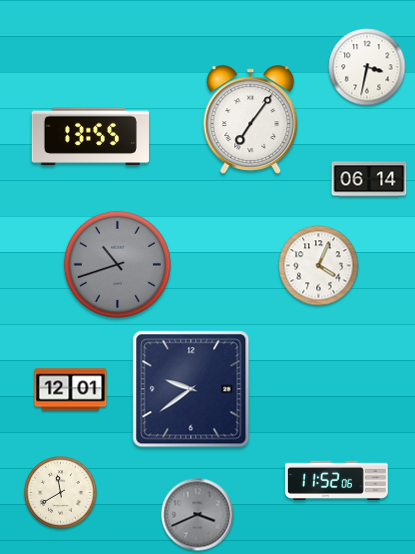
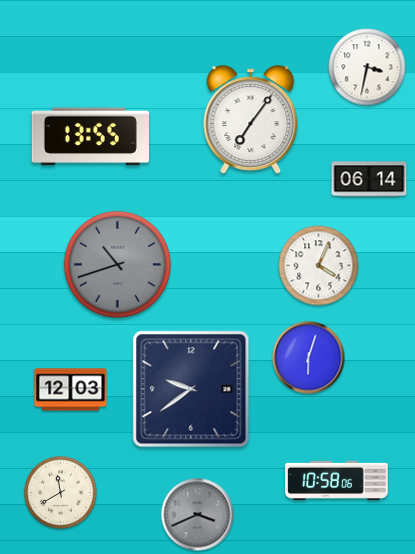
clock at (309, 358): none -> 6:03
clock at (71, 390): 12:01 -> 12:03
clock at (337, 480): 11:52 -> 10:58
